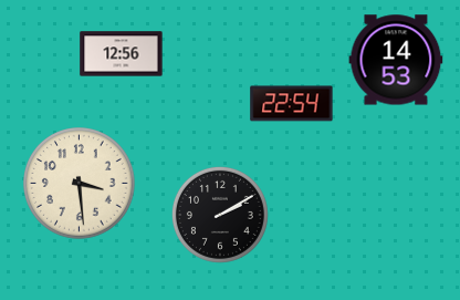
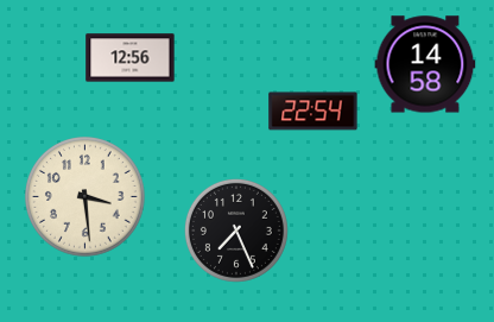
clock at (396, 60): 14:53 -> 14:58
clock at (220, 215): 2:10 -> 7:26
